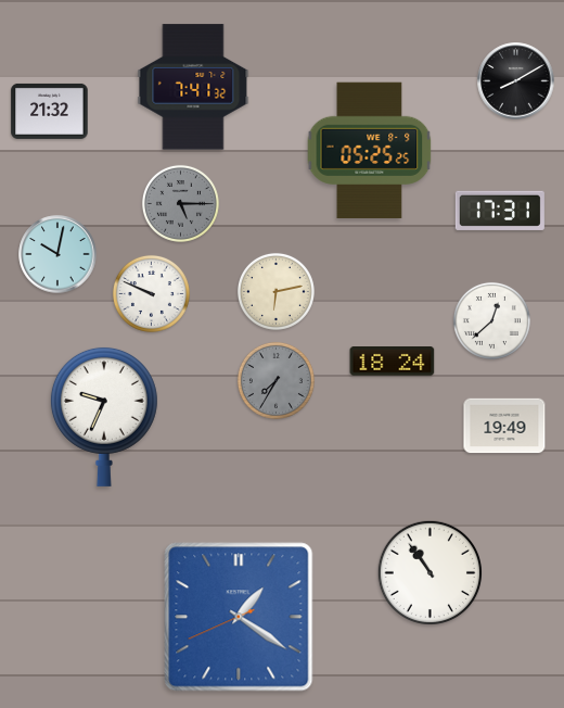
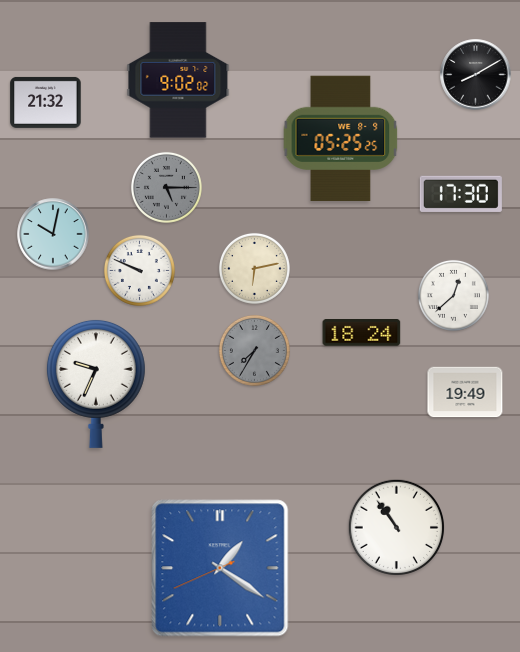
clock at (193, 87): 7:41 -> 9:02
clock at (500, 211): 17:31 -> 17:30
